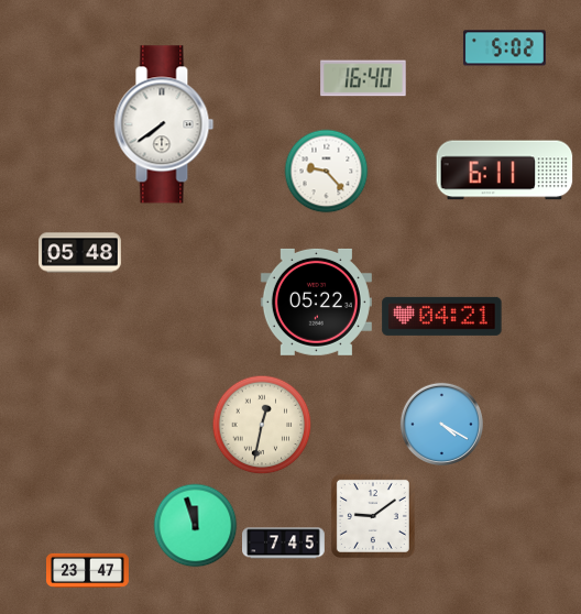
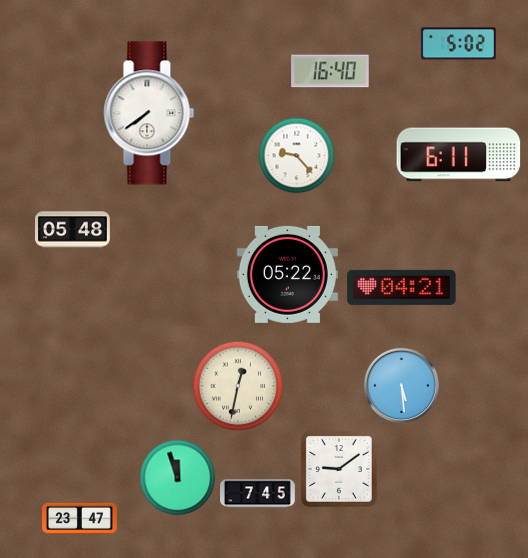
clock at (441, 424): 4:20 -> 5:29
